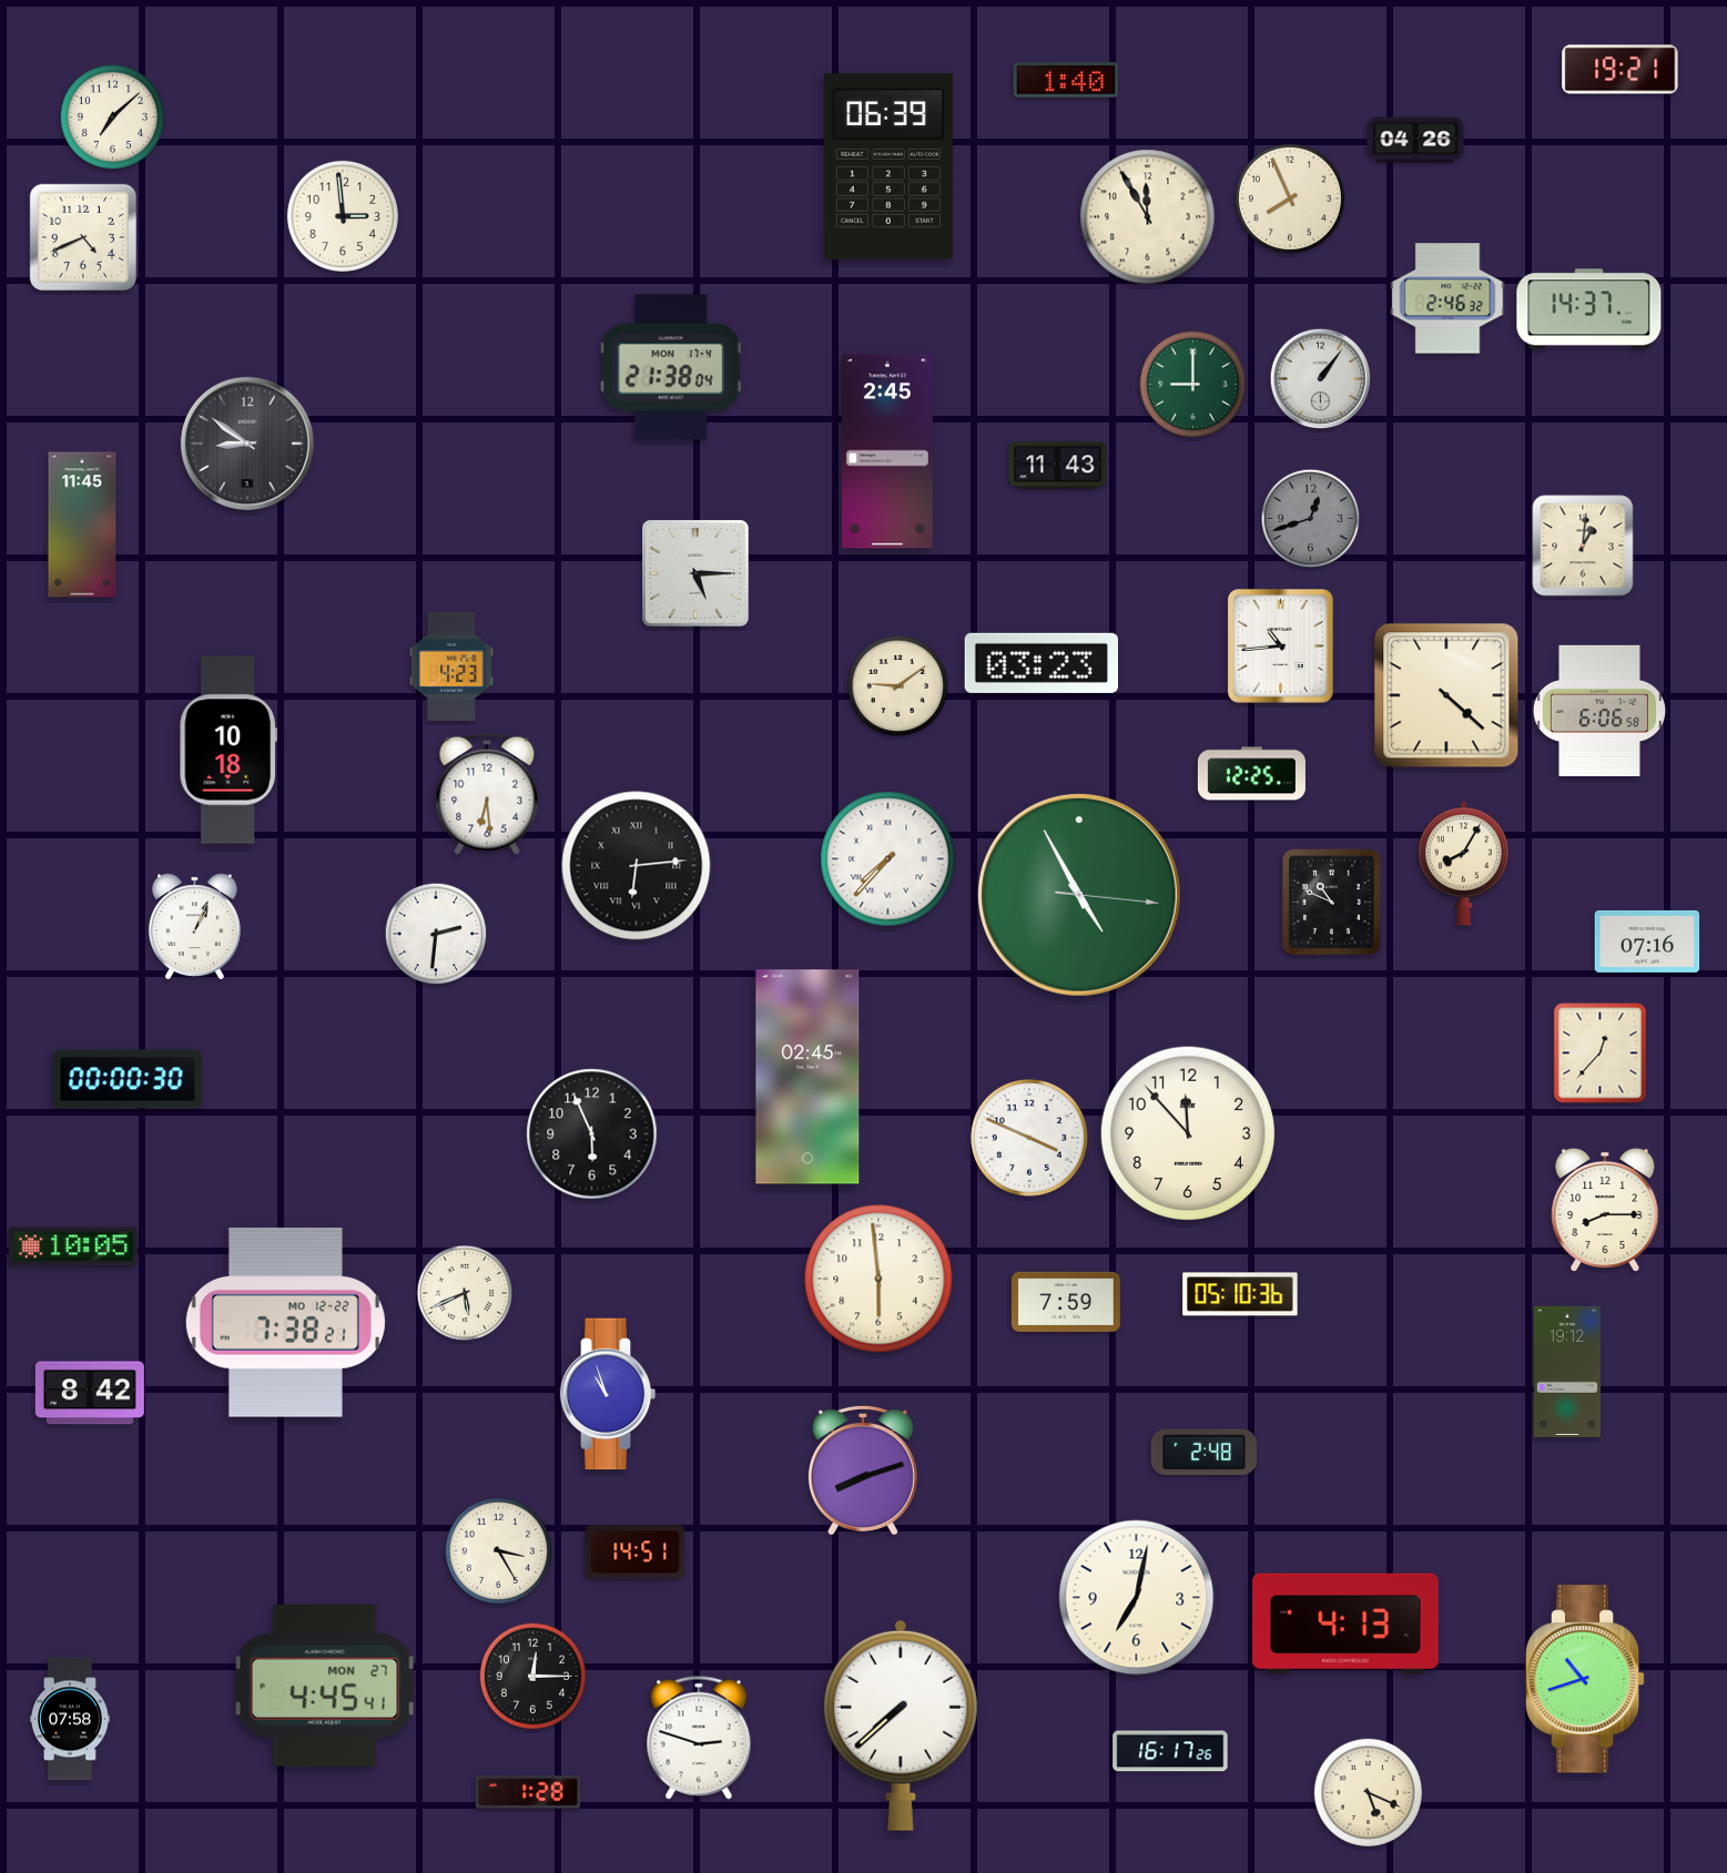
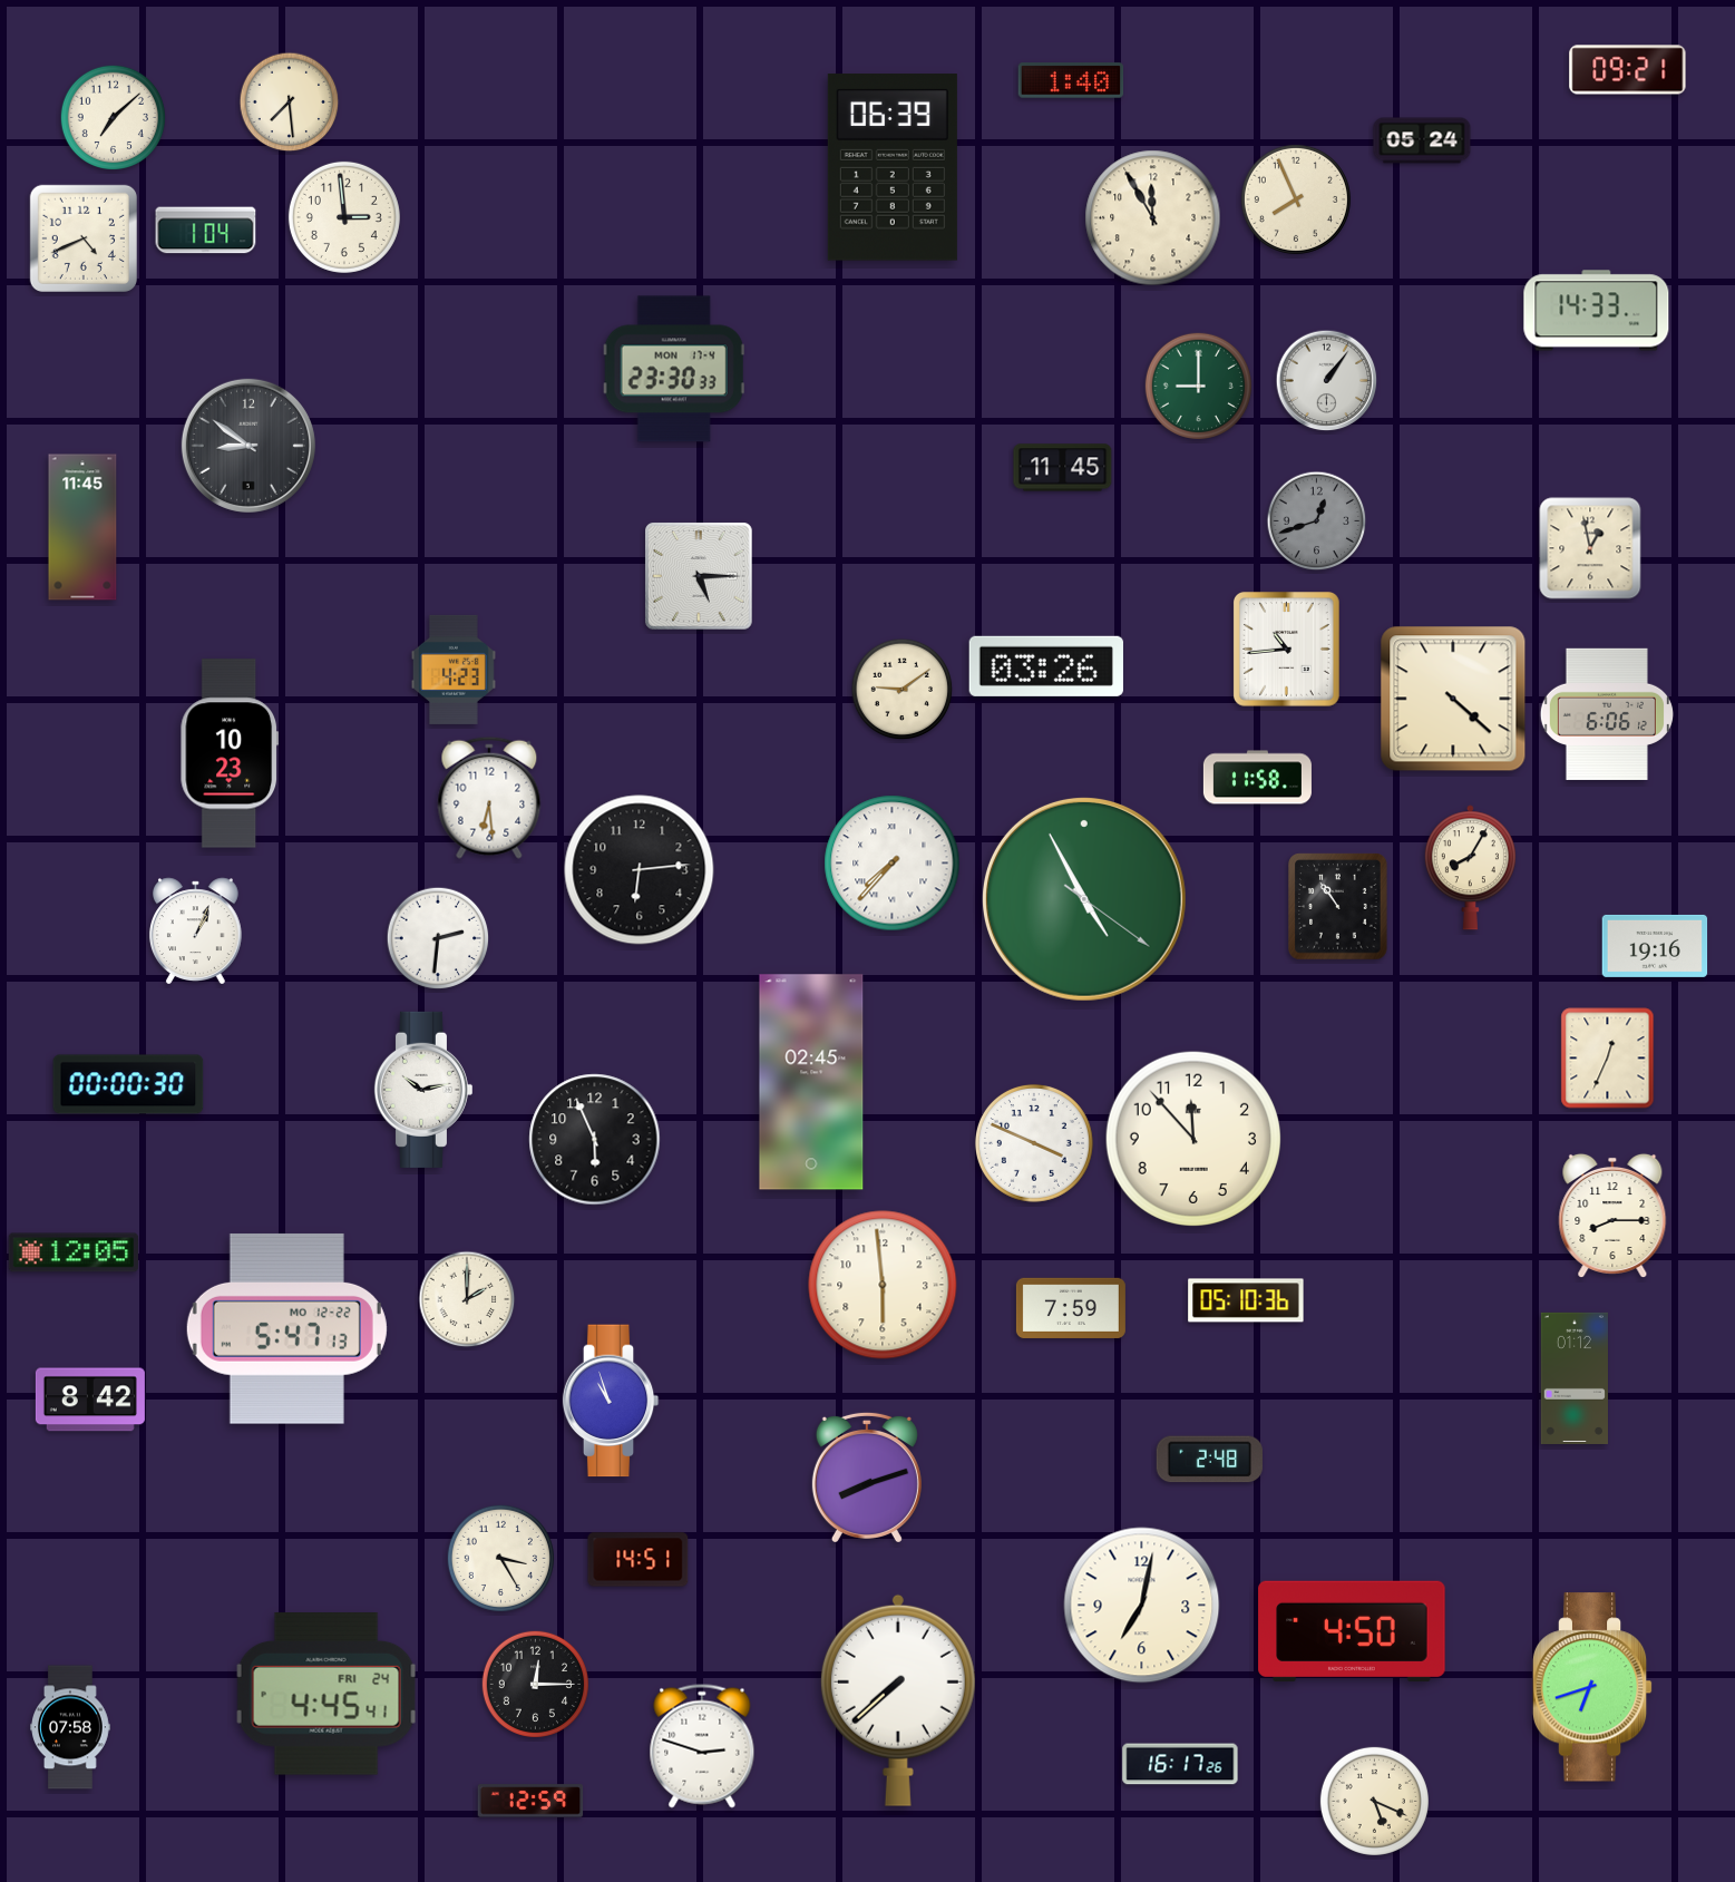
clock at (1621, 70): 19:21 -> 09:21
clock at (290, 103): none -> 7:29
clock at (1415, 140): 04:26 -> 05:24
clock at (206, 231): none -> 1:04
clock at (1447, 298): 2:46 -> none
clock at (1589, 309): 14:37 -> 14:33
clock at (671, 367): 21:38 -> 23:30
clock at (887, 451): 2:45 -> none
clock at (1058, 466): 11:43 -> 11:45
clock at (1583, 546): 1:01 -> 12:58
clock at (1042, 663): 03:23 -> 03:26
clock at (1599, 711): 6:06:58 -> 6:06:12
clock at (228, 750): 10:18 -> 10:23
clock at (1251, 774): 12:25 -> 11:58
clock at (637, 866) numerals: Roman -> Arabic
clock at (1079, 895): 4:55:16 -> 4:55:21
clock at (1332, 903): 10:49 -> 10:54
clock at (1647, 941): 07:16 -> 19:16
clock at (1601, 1053): 12:37 -> 12:34
clock at (422, 1090): none -> 10:13
clock at (72, 1246): 10:05 -> 12:05
clock at (465, 1293): 5:41 -> 2:00
clock at (285, 1322): 7:38 -> 5:47
clock at (1567, 1372): 19:12 -> 01:12
clock at (1345, 1623): 4:13 -> 4:50
clock at (1585, 1679): 10:42 -> 6:42
clock at (325, 1687) date: MON 27 -> FRI 24
clock at (901, 1726) position: (901, 1726) -> (898, 1700)
clock at (1170, 1751) position: (1170, 1751) -> (1180, 1764)
clock at (528, 1792): 1:28 -> 12:59
